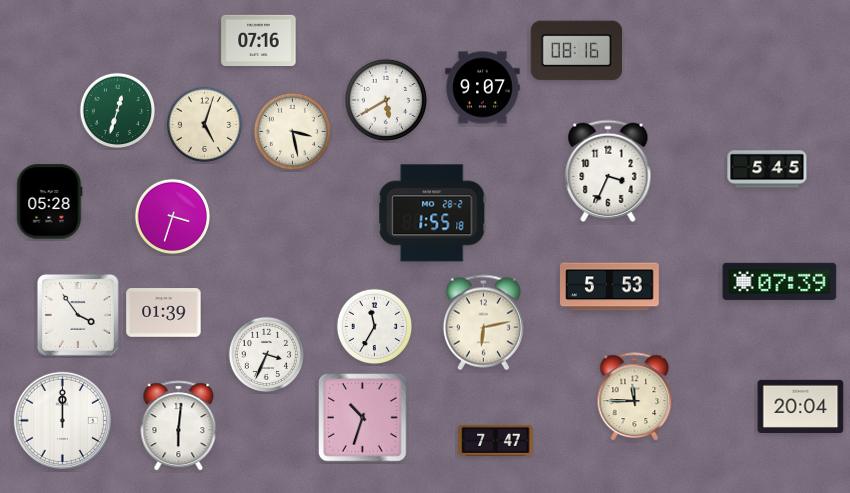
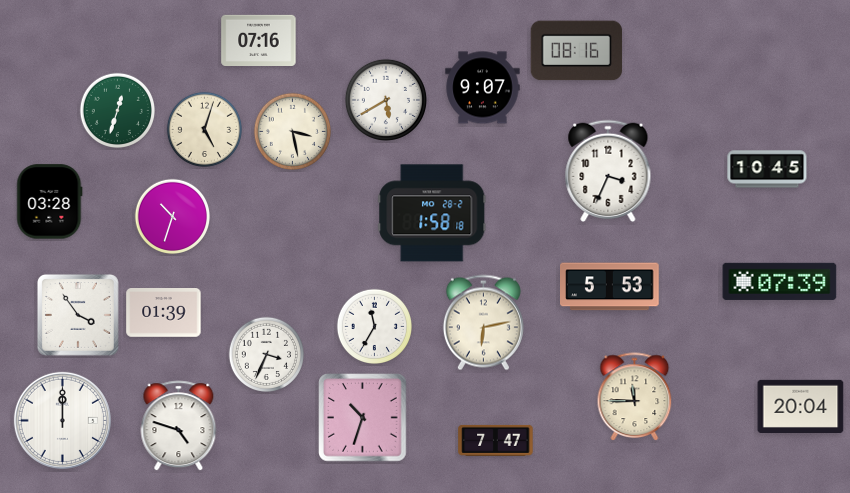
clock at (204, 124) position: (204, 124) -> (204, 129)
clock at (767, 169): 5:45 -> 10:45
clock at (50, 202): 05:28 -> 03:28
clock at (432, 213): 1:55 -> 1:58
clock at (172, 216): 3:33 -> 10:33
clock at (179, 426): 6:01 -> 4:48
